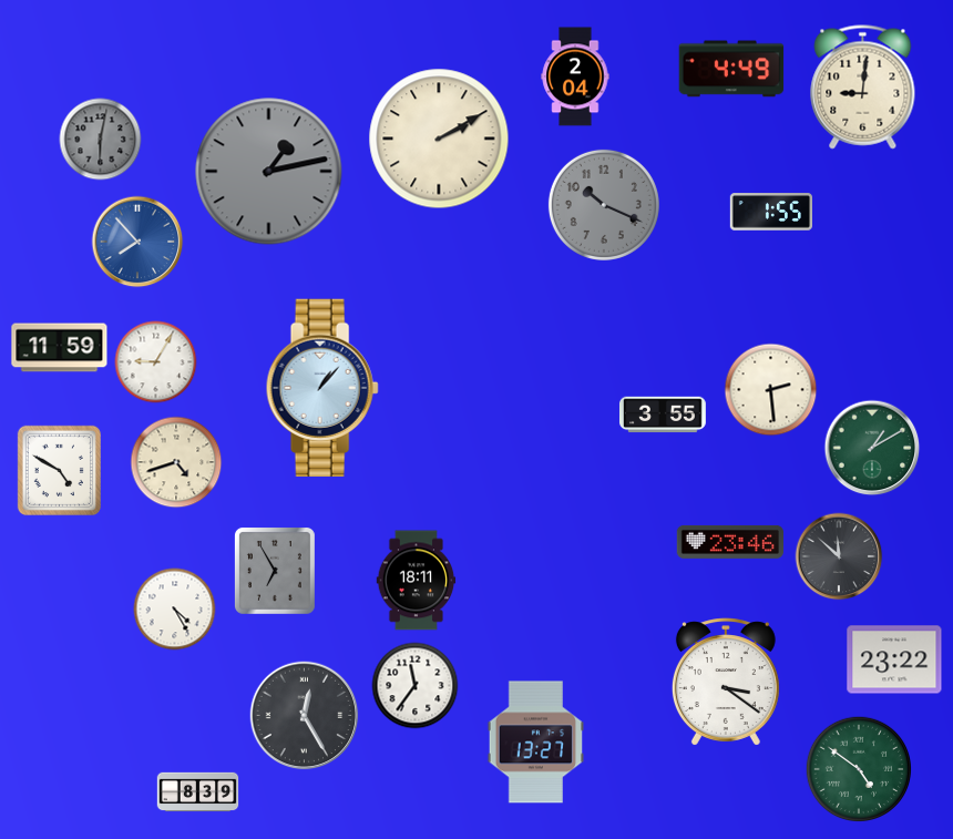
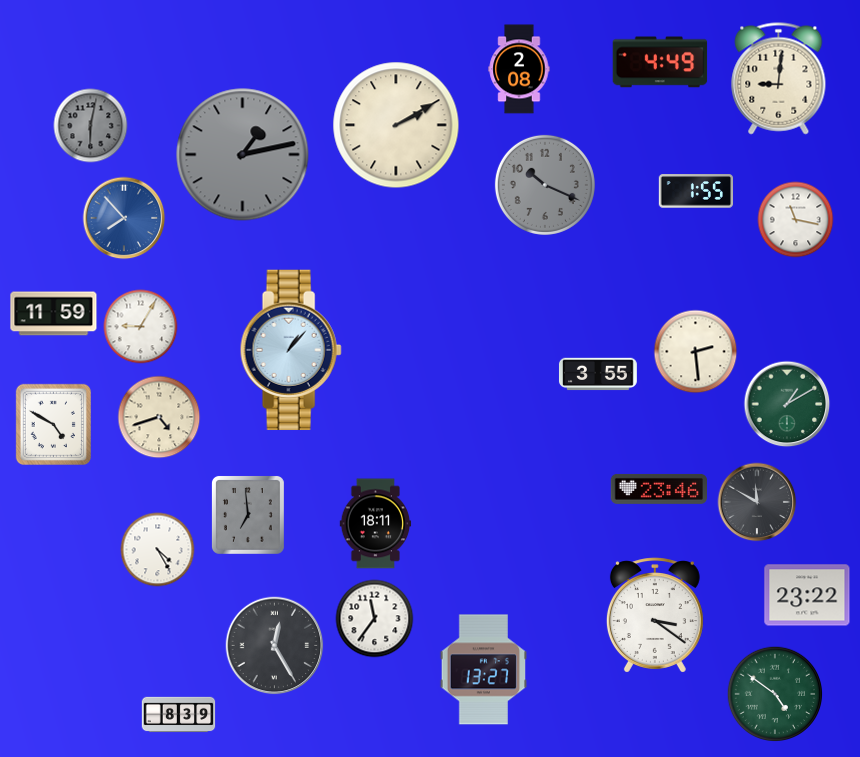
clock at (575, 76): 2:04 -> 2:08
clock at (796, 220): none -> 11:17
clock at (839, 556): 11:52 -> 11:50
clock at (275, 571): 6:55 -> 6:59
